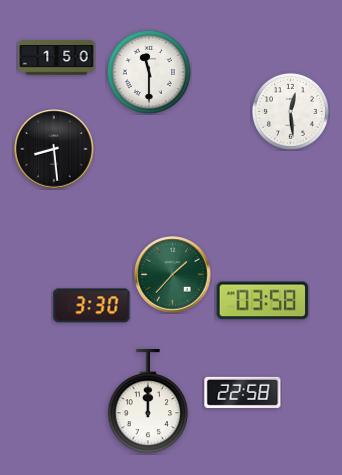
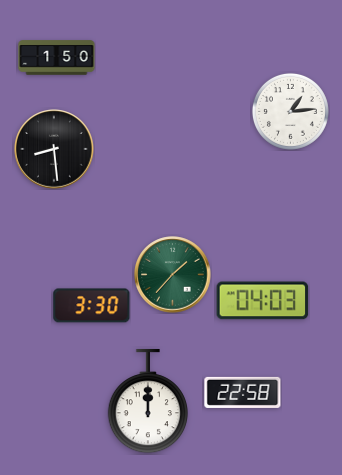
clock at (149, 72): 11:30 -> none
clock at (290, 111): 12:29 -> 1:14
clock at (263, 301): 03:58 -> 04:03
